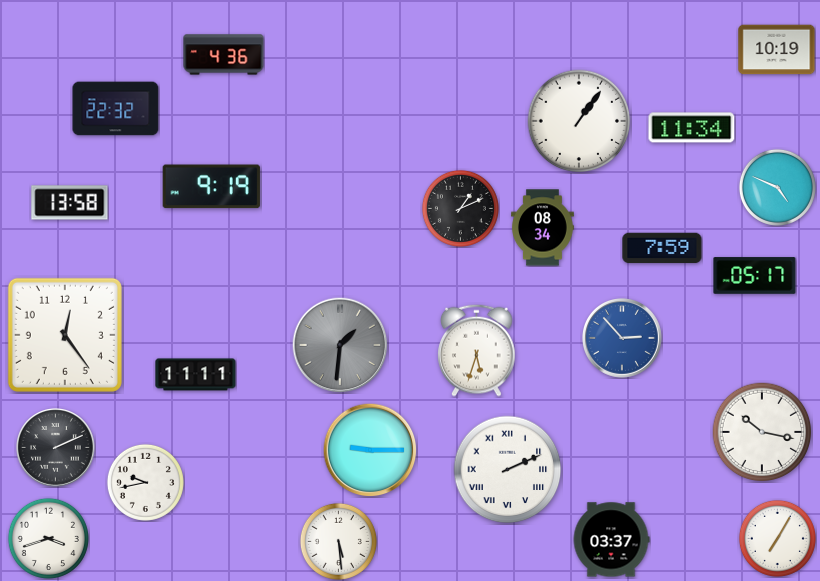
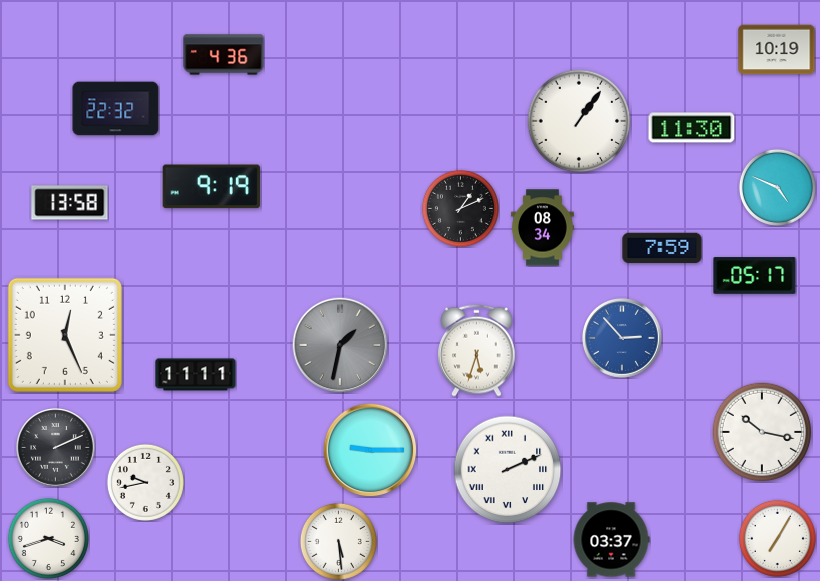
clock at (692, 128): 11:34 -> 11:30
clock at (65, 335): 12:24 -> 12:26
clock at (340, 345): 1:31 -> 1:32
